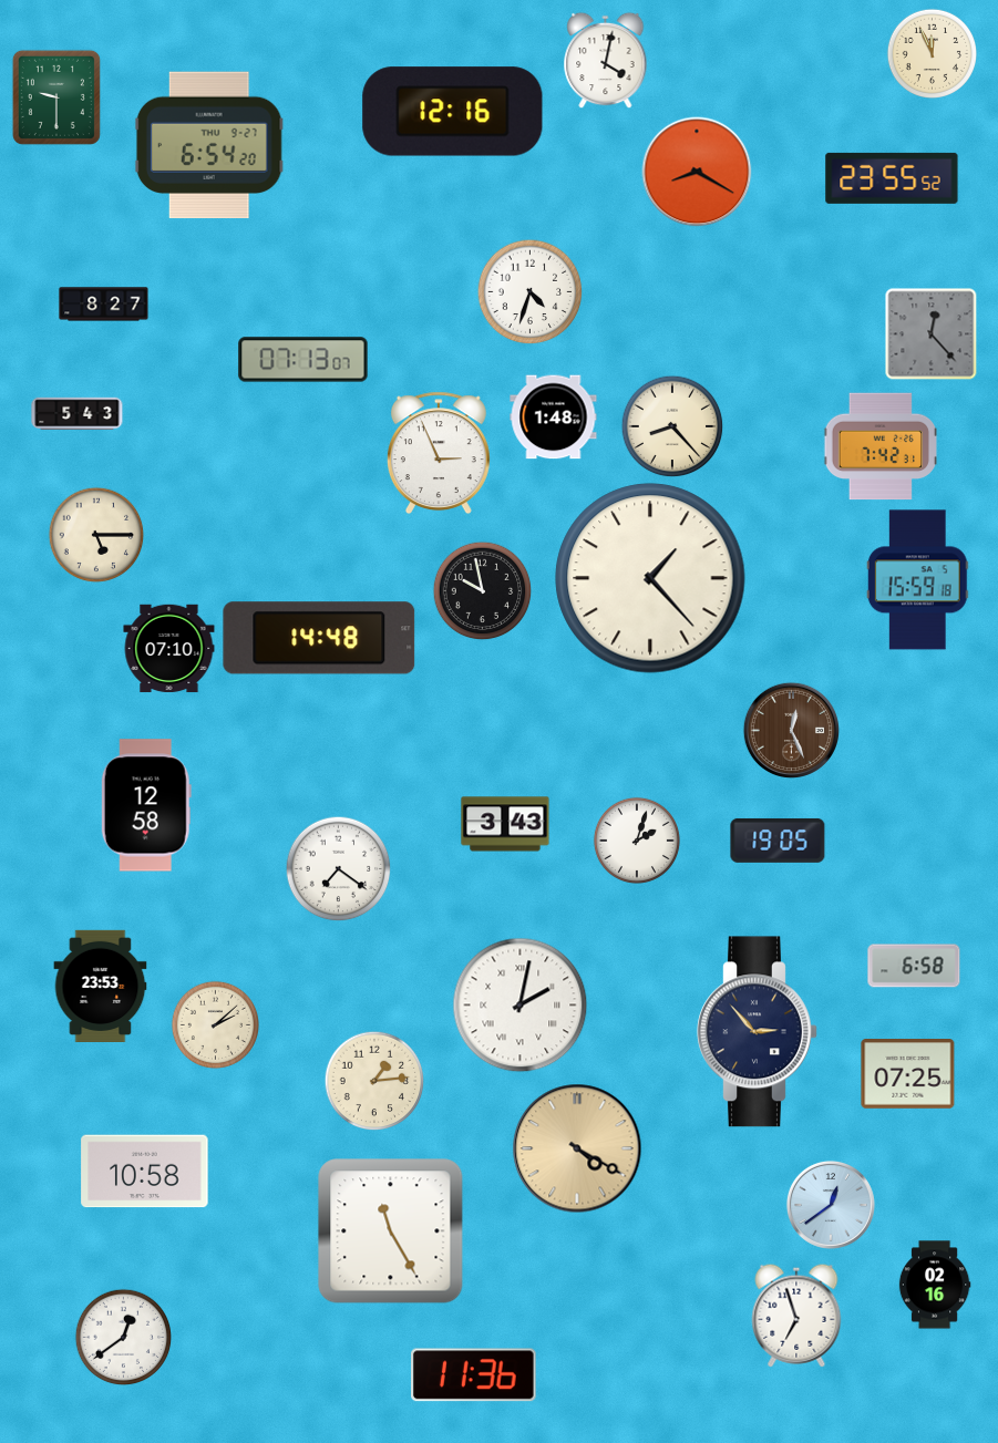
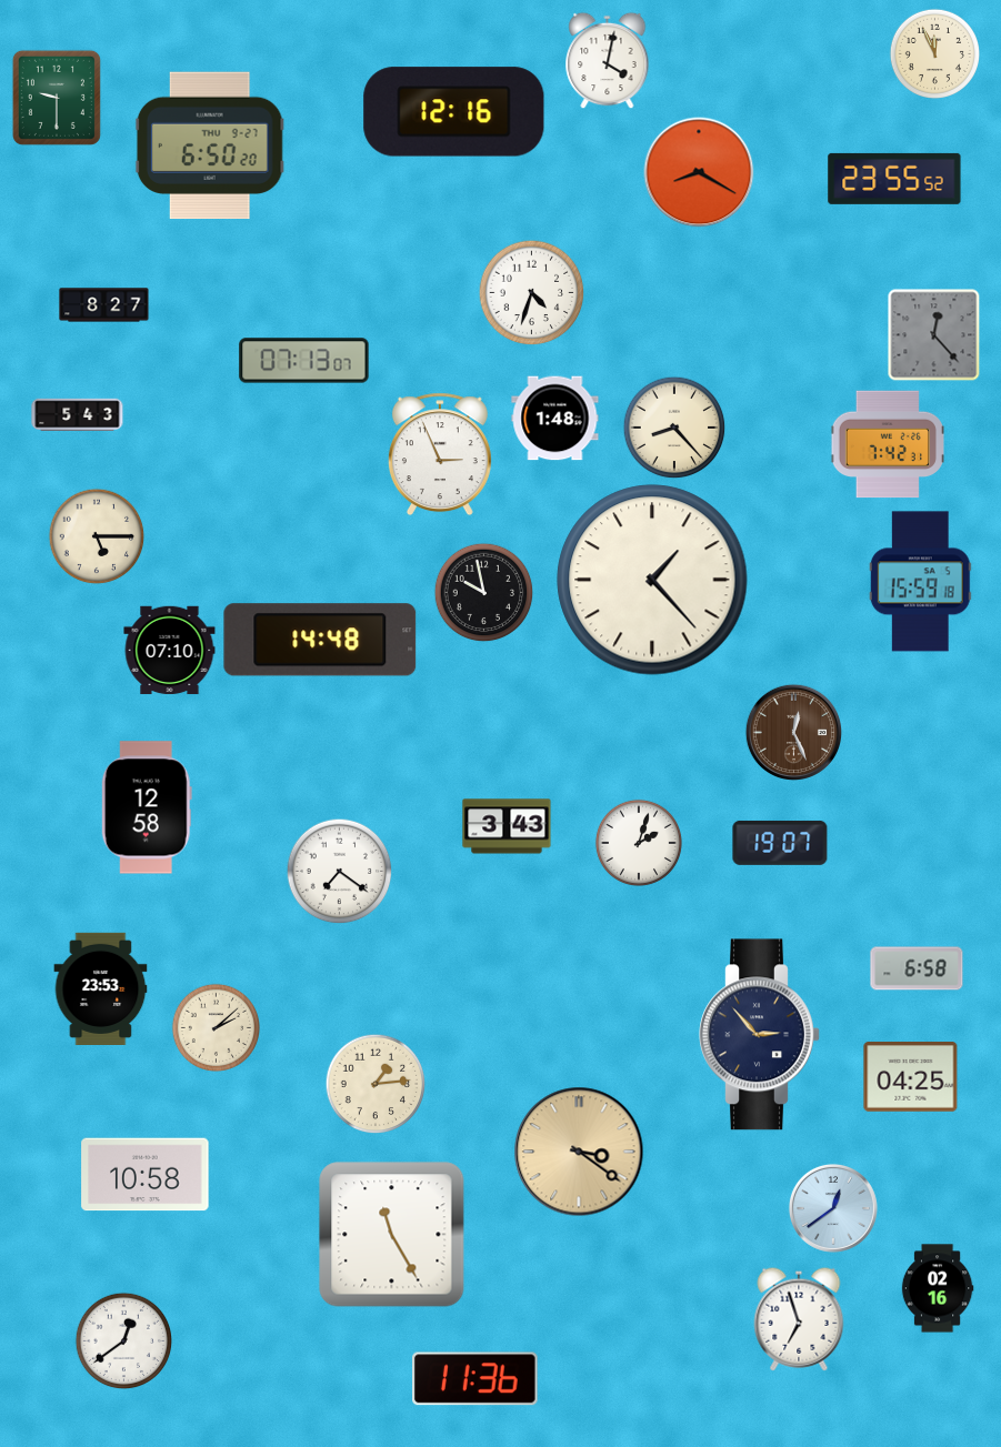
clock at (209, 145): 6:54 -> 6:50
clock at (879, 446) position: (879, 446) -> (887, 444)
clock at (778, 841): 19:05 -> 19:07
clock at (521, 1006): 2:02 -> none
clock at (908, 1074): 07:25 -> 04:25
clock at (577, 1148): 4:20 -> 3:21
